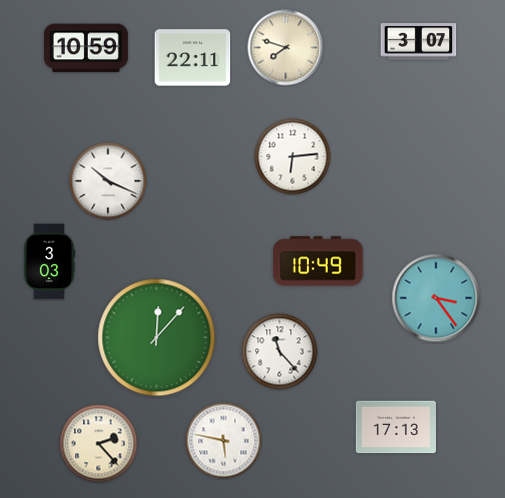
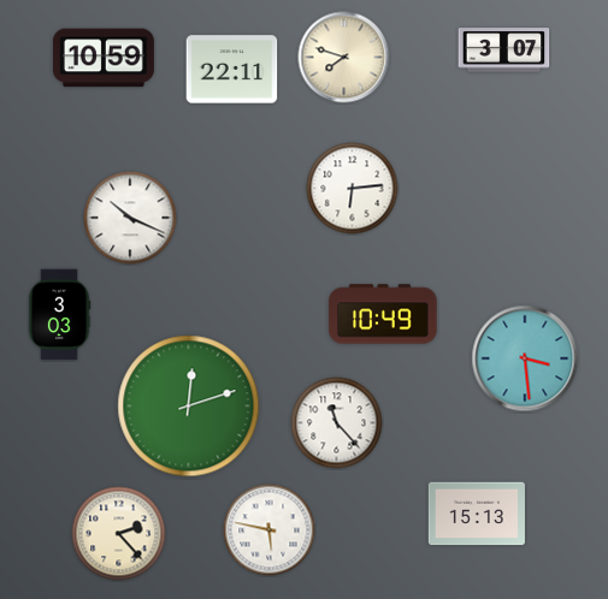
clock at (436, 298): 3:24 -> 3:29
clock at (157, 338): 12:07 -> 12:12
clock at (396, 427): 17:13 -> 15:13
